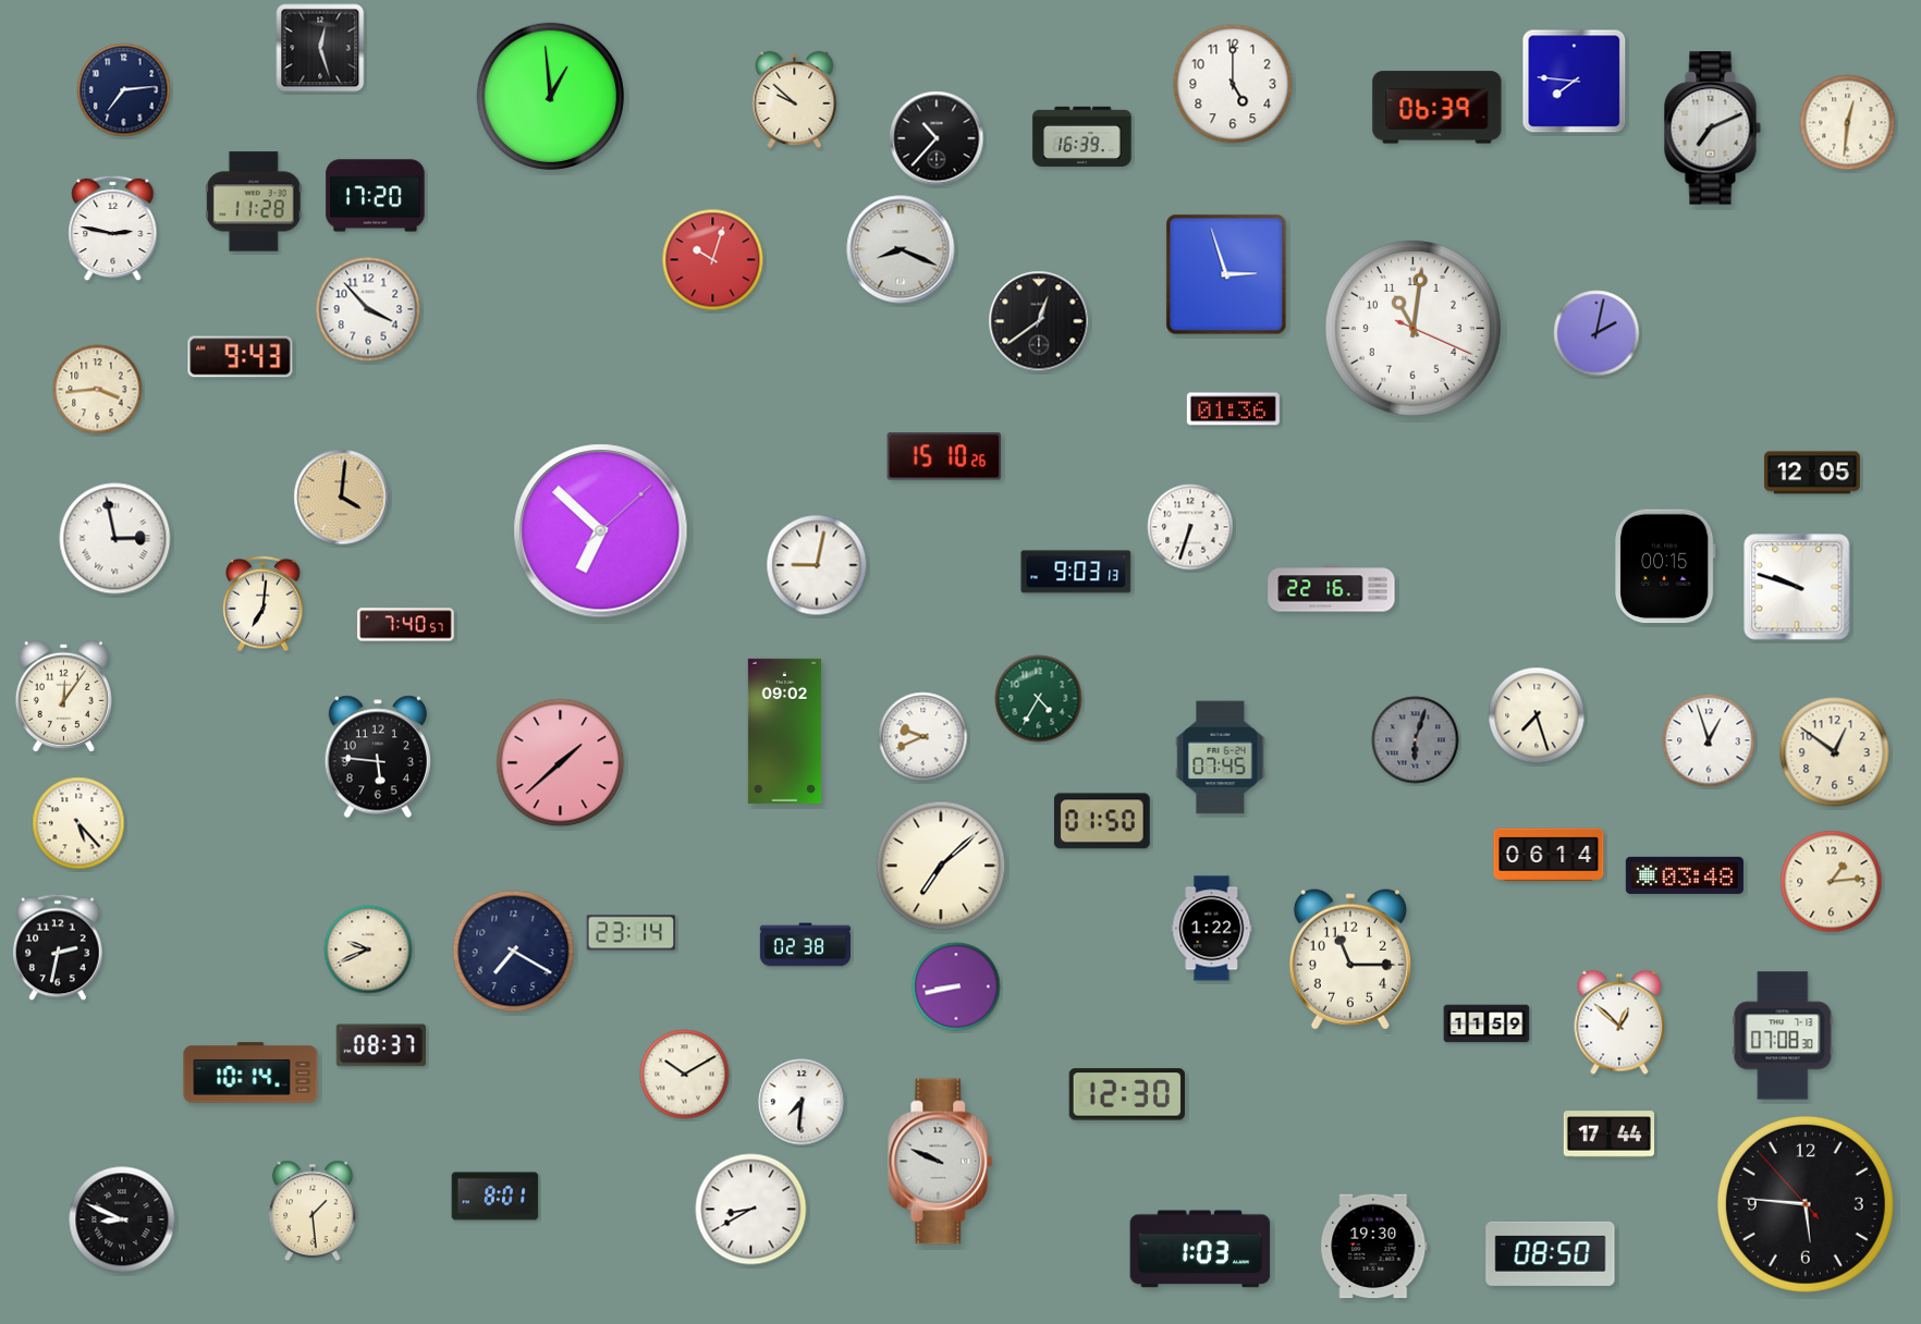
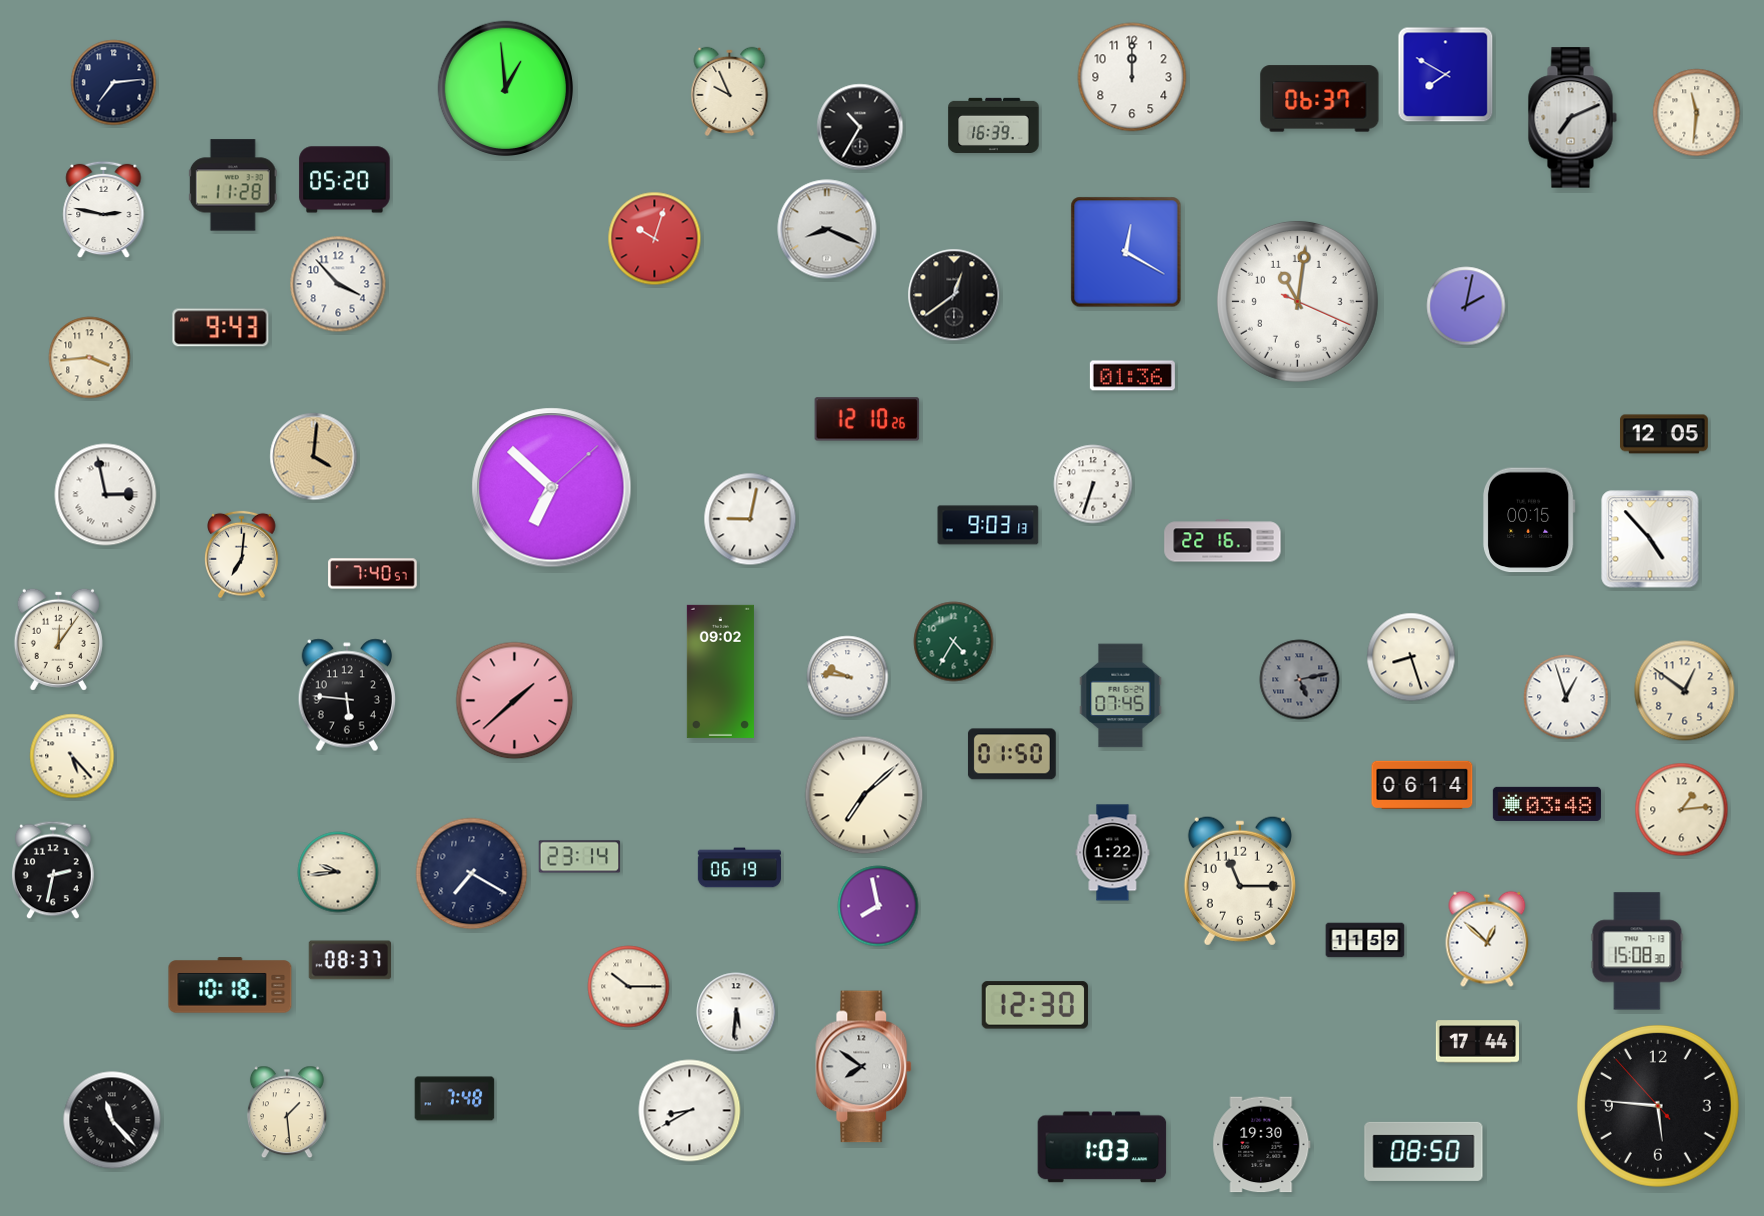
clock at (320, 48): 12:27 -> none
clock at (1575, 82): 7:46 -> 7:50
clock at (1233, 84): 5:00 -> 12:00
clock at (795, 99): 9:52 -> 9:56
clock at (1437, 108): 06:39 -> 06:37
clock at (1848, 123): 12:31 -> 11:31
clock at (937, 138): 10:37 -> 10:35
clock at (376, 196): 17:20 -> 05:20
clock at (1226, 274): 2:57 -> 12:20
clock at (944, 456): 15:10 -> 12:10
clock at (1797, 587): 9:48 -> 4:53
clock at (1537, 715): 7:27 -> 8:27
clock at (923, 737): 9:41 -> 9:46
clock at (1416, 740): 6:03 -> 5:13
clock at (1709, 740) position: (1709, 740) -> (1566, 697)
clock at (806, 945): 02:38 -> 06:19
clock at (368, 949): 9:41 -> 9:44
clock at (956, 986): 8:43 -> 7:58
clock at (1783, 1035): 07:08 -> 15:08
clock at (250, 1072): 10:14 -> 10:18
clock at (685, 1075): 10:10 -> 10:15
clock at (802, 1102): 7:31 -> 5:31
clock at (941, 1162): 9:49 -> 7:51
clock at (495, 1197): 8:01 -> 7:48
clock at (122, 1219): 8:49 -> 11:23
